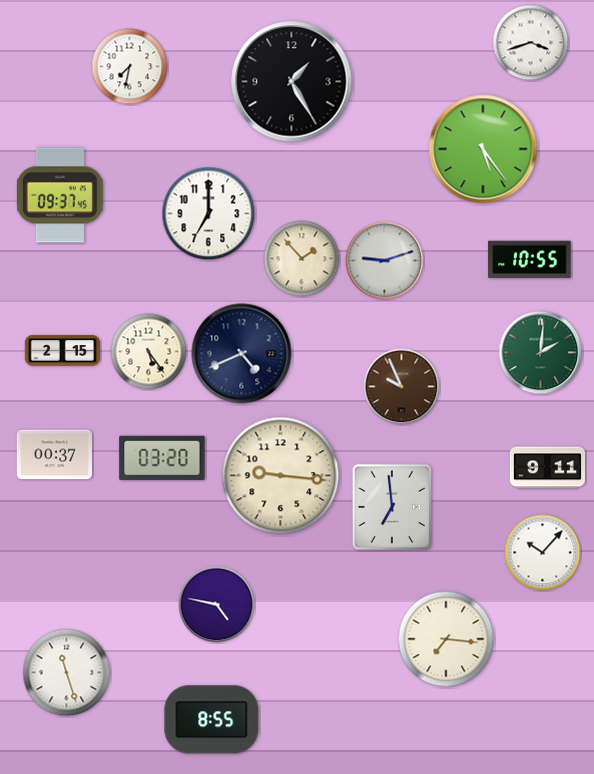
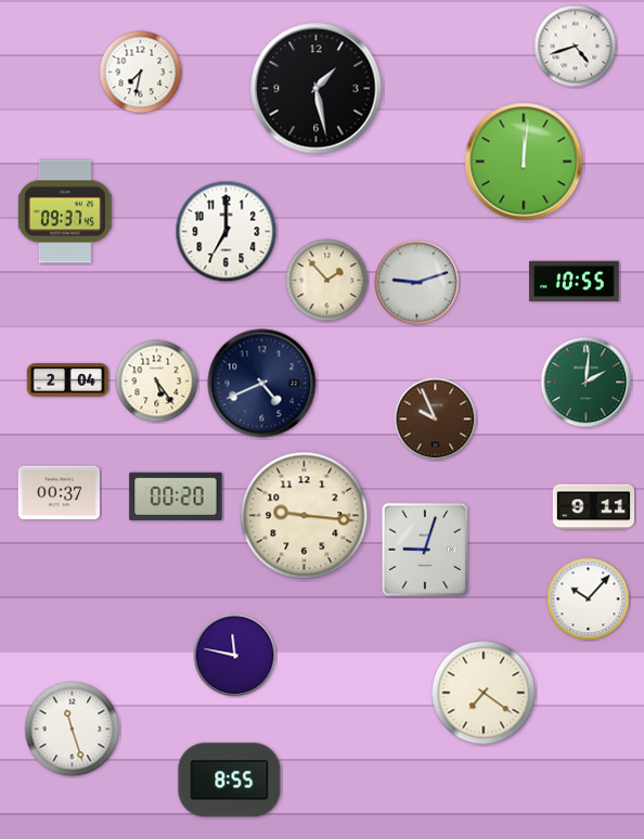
clock at (531, 43): 3:42 -> 4:42
clock at (292, 82): 1:25 -> 1:28
clock at (483, 149): 5:24 -> 12:01
clock at (62, 351): 2:15 -> 2:04
clock at (149, 352) position: (149, 352) -> (157, 382)
clock at (162, 458): 03:20 -> 00:20
clock at (392, 507): 6:59 -> 9:03
clock at (217, 605): 4:47 -> 11:47
clock at (446, 639): 7:16 -> 7:21
